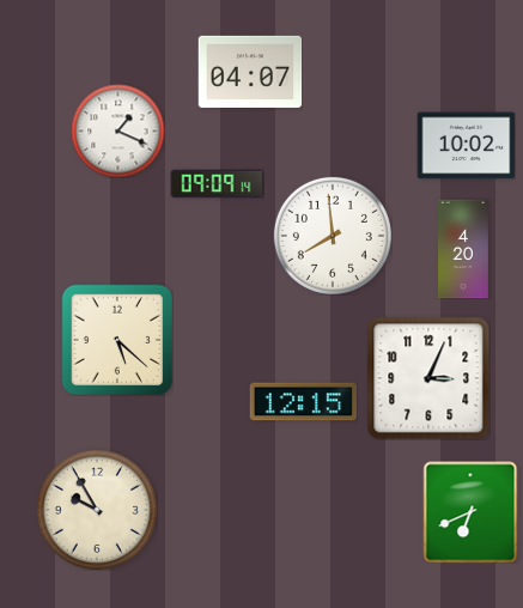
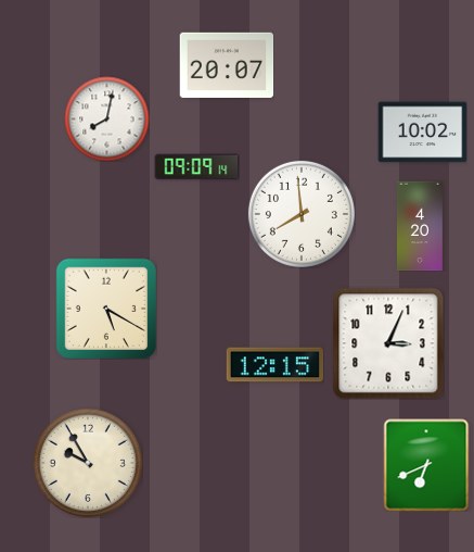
clock at (250, 72): 04:07 -> 20:07
clock at (117, 130): 1:19 -> 8:02
clock at (116, 339): 5:22 -> 5:20
